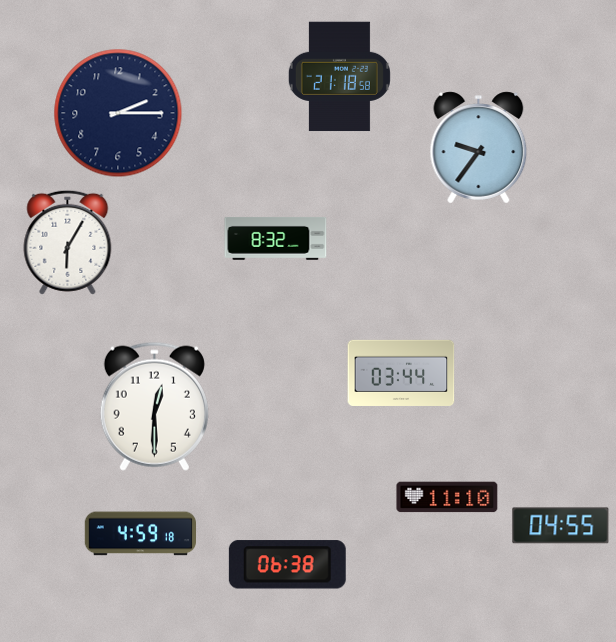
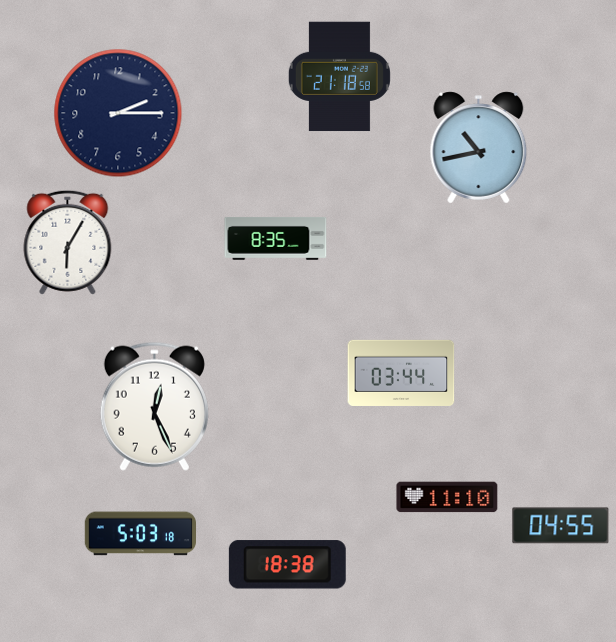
clock at (479, 148): 9:36 -> 10:43
clock at (276, 238): 8:32 -> 8:35
clock at (154, 406): 12:30 -> 12:26
clock at (140, 534): 4:59 -> 5:03
clock at (287, 565): 06:38 -> 18:38
